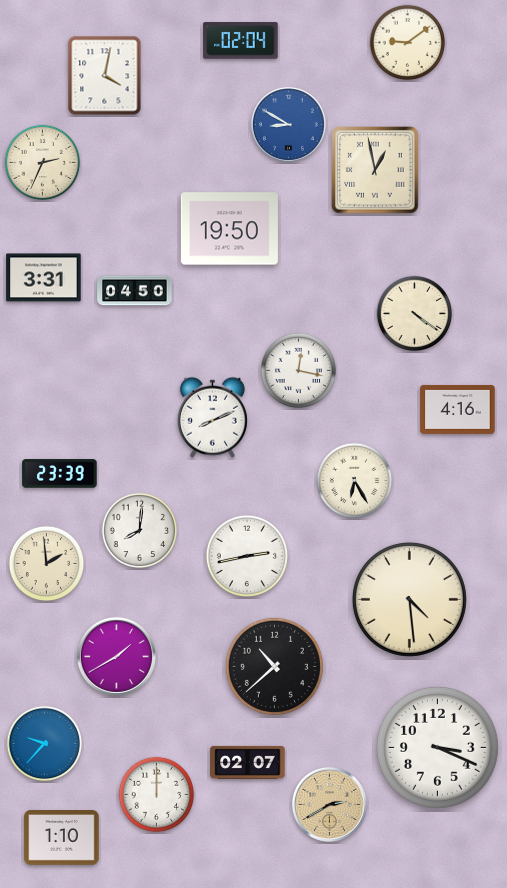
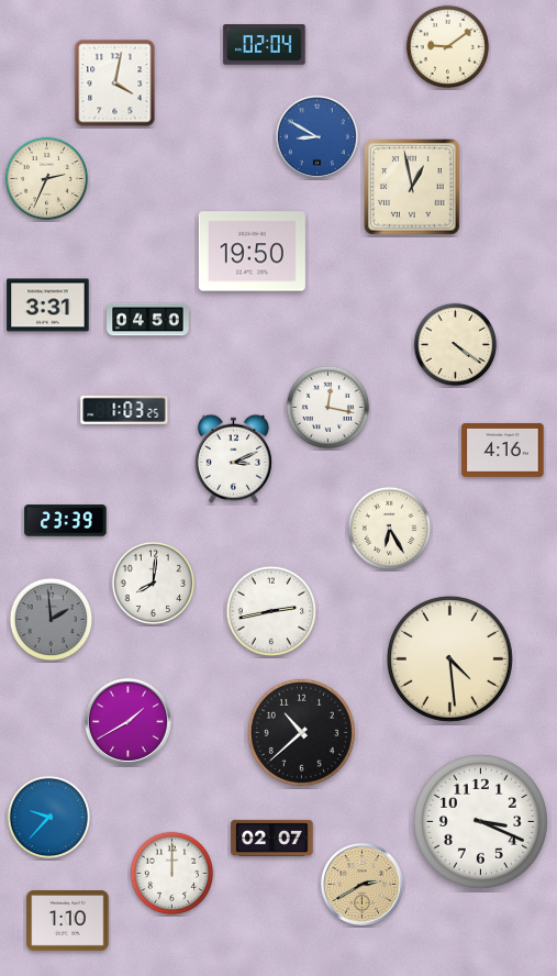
clock at (124, 410): none -> 1:03
clock at (212, 417): 8:11 -> 3:11
clock at (47, 564) dial: cream -> grey
